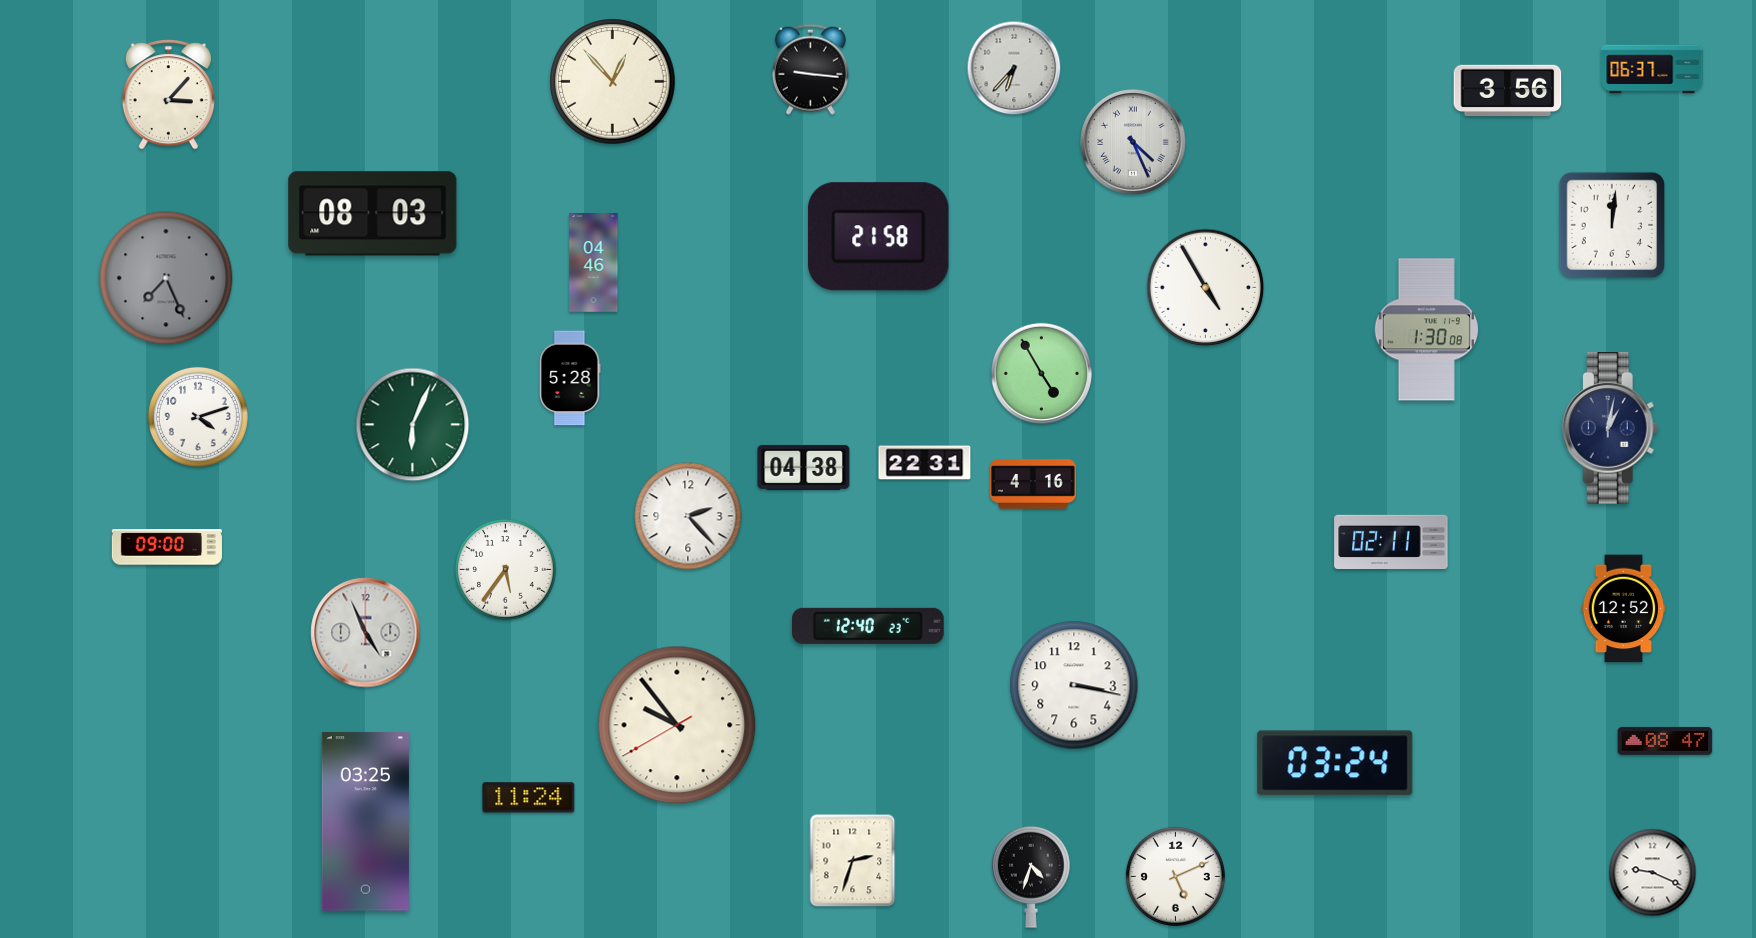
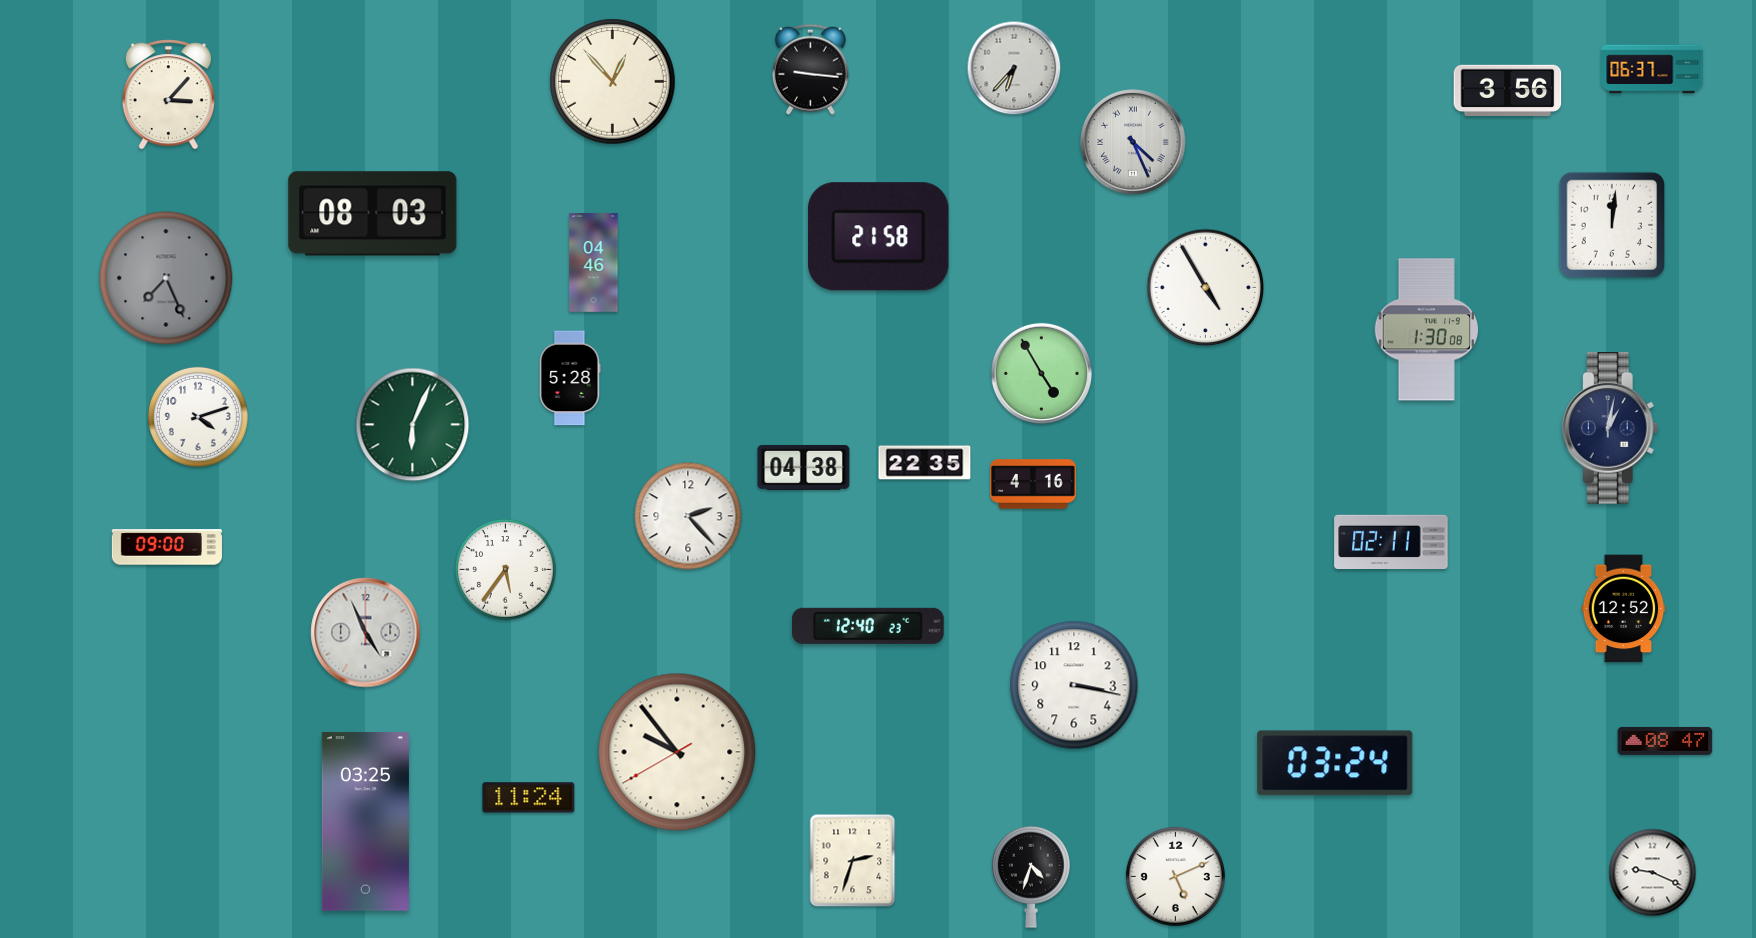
clock at (925, 463): 22:31 -> 22:35
clock at (677, 725) position: (677, 725) -> (677, 752)
